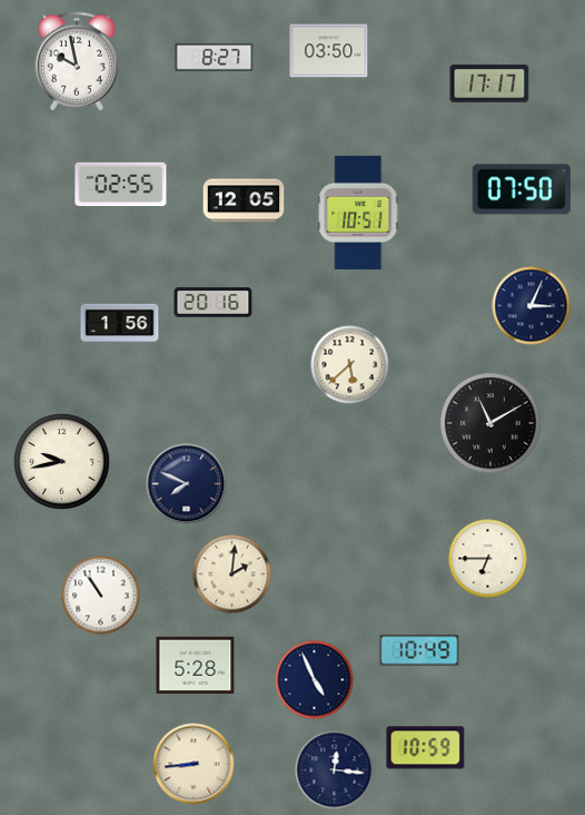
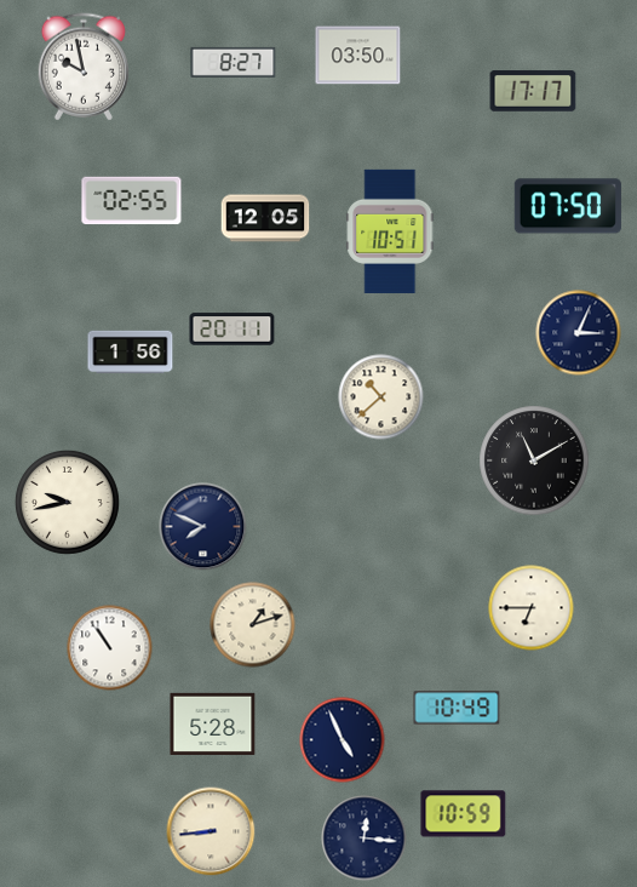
clock at (214, 303): 20:16 -> 20:11
clock at (350, 365): 5:38 -> 10:38
clock at (232, 575): 2:01 -> 1:12
